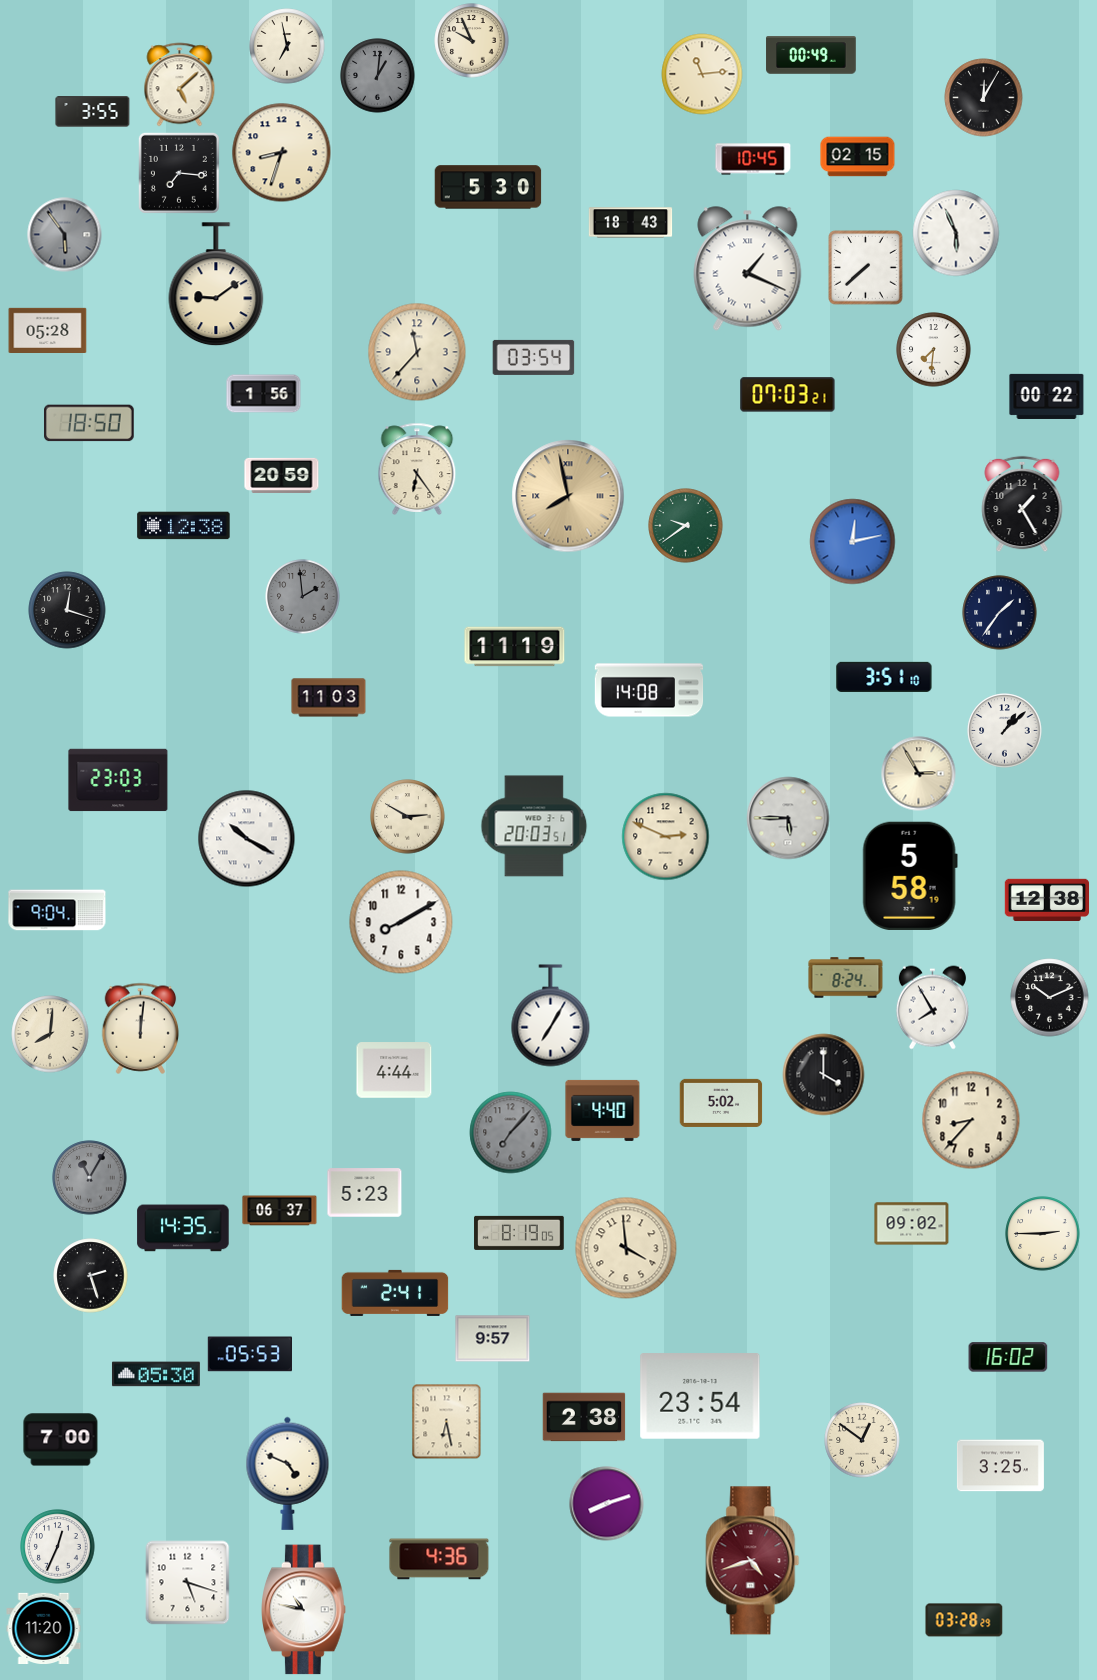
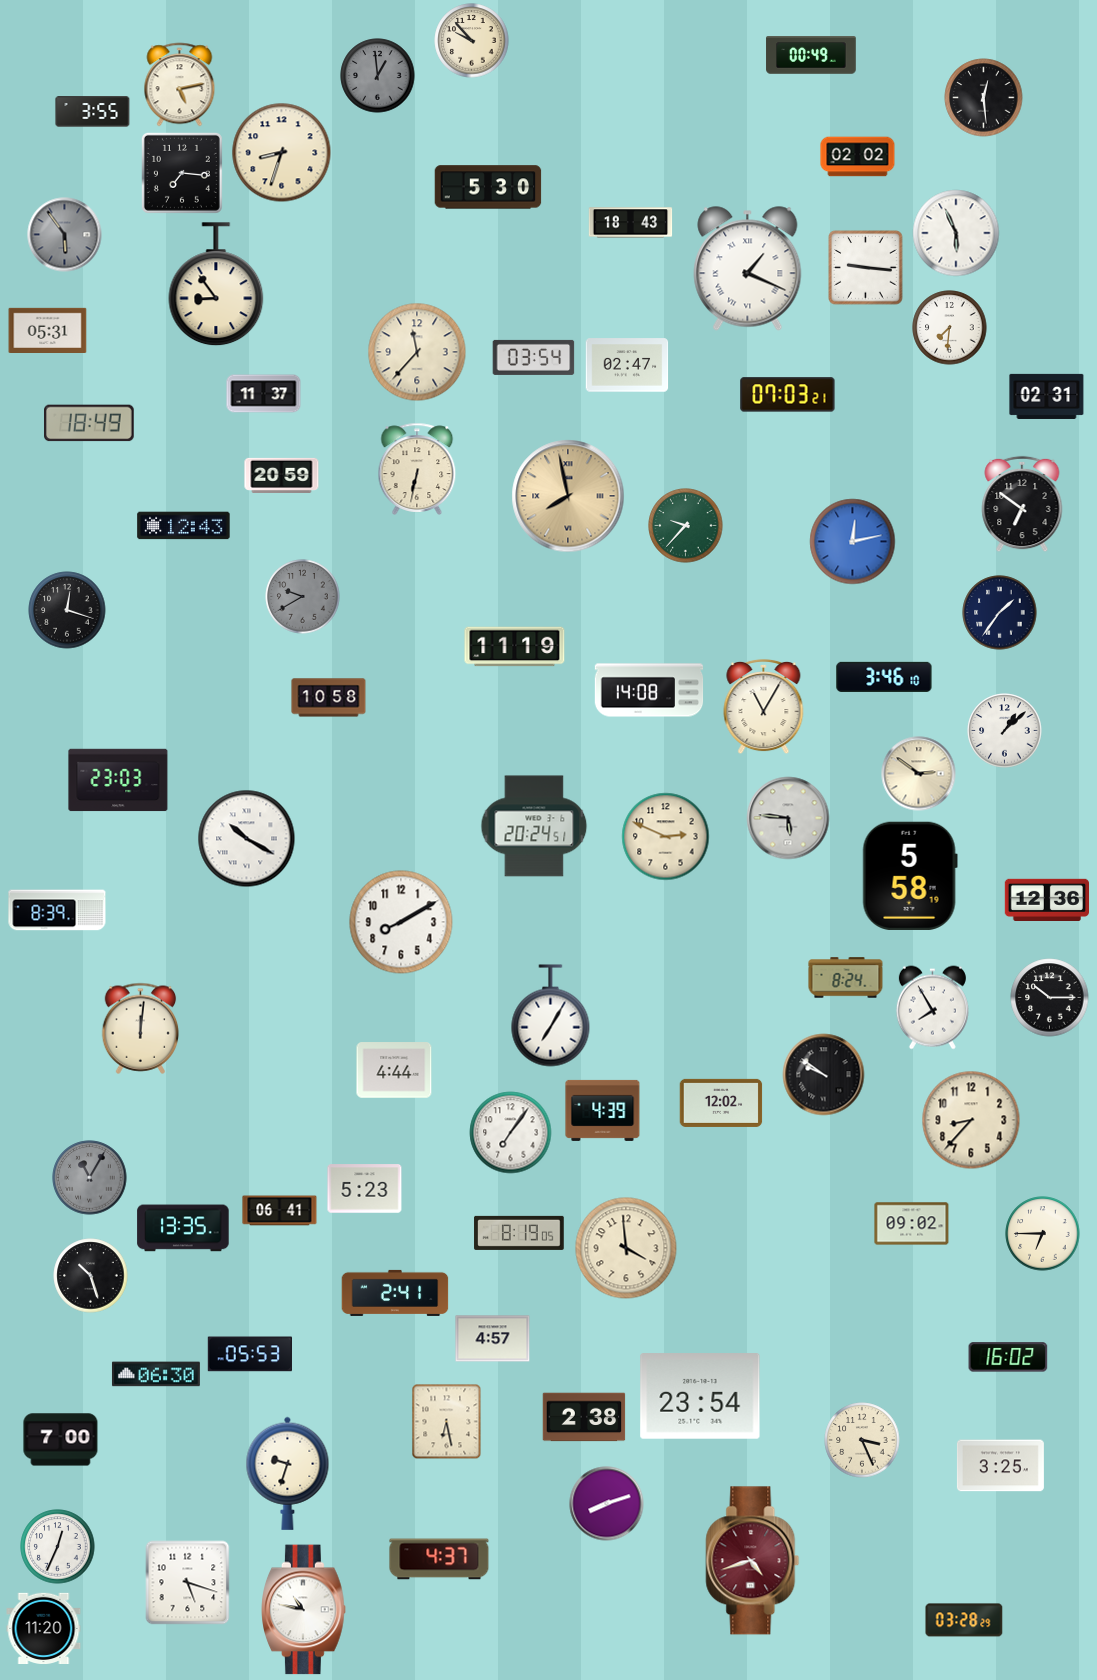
clock at (472, 41): 9:56 -> 9:53
clock at (287, 46): 6:58 -> none
clock at (702, 74): 11:14 -> none
clock at (378, 76): 1:01 -> 12:59
clock at (180, 85): 5:08 -> 5:13
clock at (984, 98): 12:05 -> 12:29
clock at (858, 157): 02:15 -> 02:02
clock at (753, 159): 10:45 -> none
clock at (179, 173) position: (179, 173) -> (182, 173)
clock at (866, 268): 7:38 -> 9:16
clock at (216, 285): 9:09 -> 8:54
clock at (48, 330): 05:28 -> 05:31
clock at (934, 350) position: (934, 350) -> (950, 328)
clock at (627, 365): none -> 02:47
clock at (264, 394): 1:56 -> 11:37
clock at (1047, 396): 00:22 -> 02:31
clock at (90, 423): 18:50 -> 18:49
clock at (417, 469): 6:24 -> 6:32
clock at (1022, 504): 1:25 -> 6:51
clock at (184, 526): 12:38 -> 12:43
clock at (686, 526): 9:39 -> 9:37
clock at (303, 597): 1:59 -> 9:40
clock at (884, 677): 3:51 -> 3:46
clock at (329, 698): 11:03 -> 10:58
clock at (764, 707): none -> 11:05
clock at (919, 774): 2:55 -> 2:51
clock at (408, 817): 2:50 -> none
clock at (788, 818): 5:45 -> 5:46
clock at (534, 826): 20:03 -> 20:24
clock at (1046, 899): 12:38 -> 12:36
clock at (57, 910): 9:04 -> 8:39
clock at (1050, 998): 10:11 -> 10:15
clock at (50, 1034): 8:01 -> none
clock at (824, 1075): 4:00 -> 9:51
clock at (721, 1103): 5:02 -> 12:02
clock at (603, 1110): 4:40 -> 4:39
clock at (511, 1133): 7:07 -> 7:06
clock at (511, 1133) dial: grey -> white
clock at (365, 1193) position: (365, 1193) -> (365, 1189)
clock at (280, 1211): 06:37 -> 06:41
clock at (183, 1228): 14:35 -> 13:35
clock at (1043, 1234): 2:45 -> 6:45
clock at (91, 1276): 2:27 -> 10:27
clock at (493, 1339): 9:57 -> 4:57
clock at (156, 1374): 05:30 -> 06:30
clock at (862, 1440): 12:51 -> 3:26
clock at (288, 1473): 4:49 -> 9:33
clock at (439, 1559): 4:36 -> 4:37
